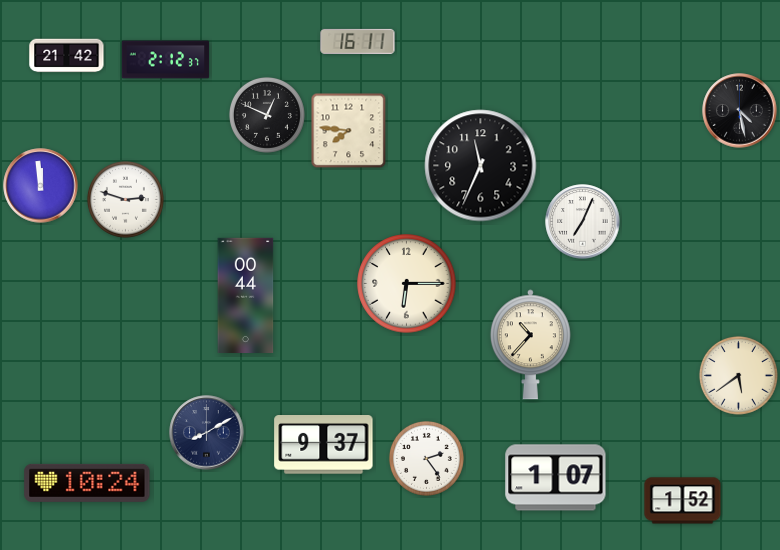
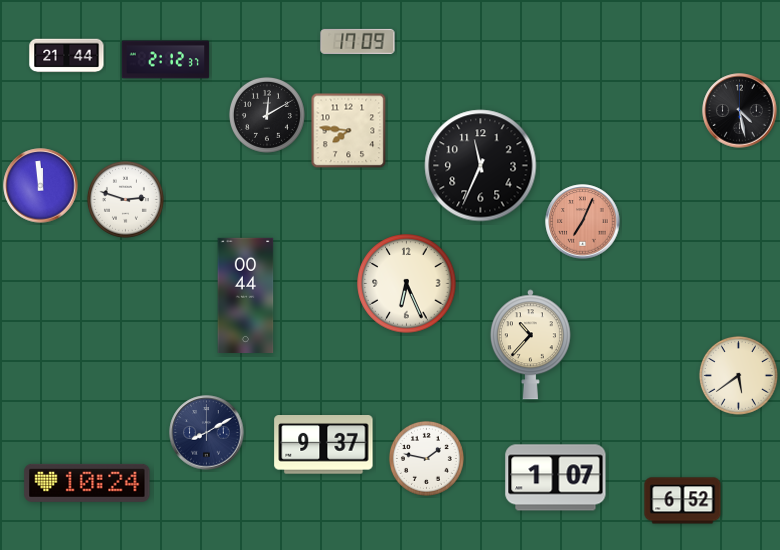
clock at (358, 41): 16:11 -> 17:09
clock at (67, 56): 21:42 -> 21:44
clock at (267, 115): 12:49 -> 12:10
clock at (583, 222) dial: white -> salmon
clock at (407, 284): 6:15 -> 6:26
clock at (426, 458): 2:24 -> 1:47
clock at (683, 501): 1:52 -> 6:52
